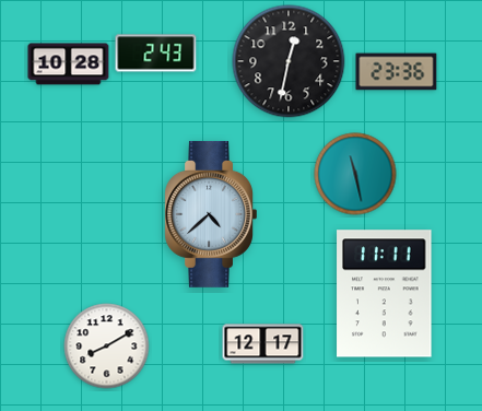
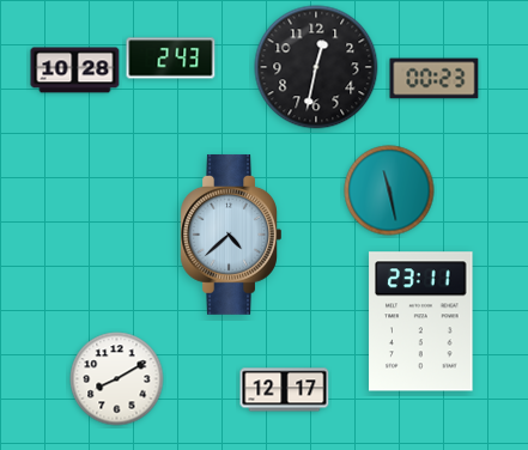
clock at (397, 72): 23:36 -> 00:23
clock at (385, 294): 11:11 -> 23:11
clock at (263, 344) position: (263, 344) -> (285, 390)
